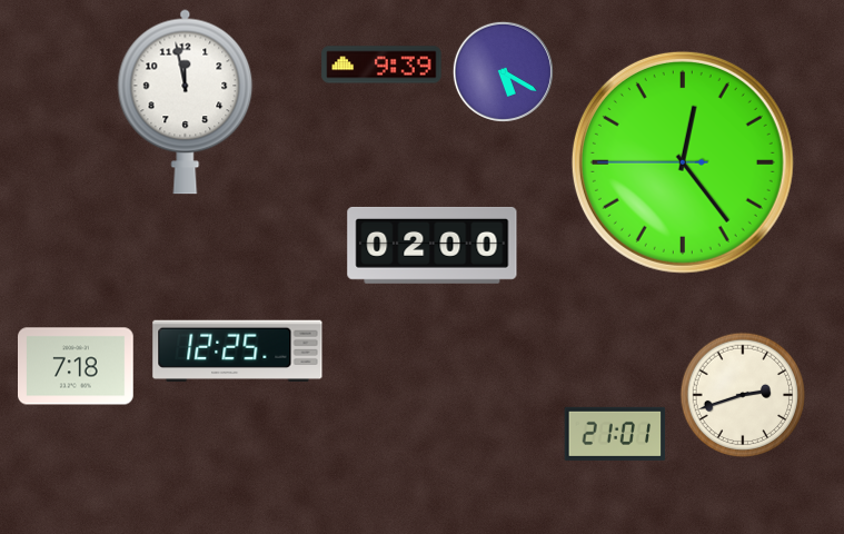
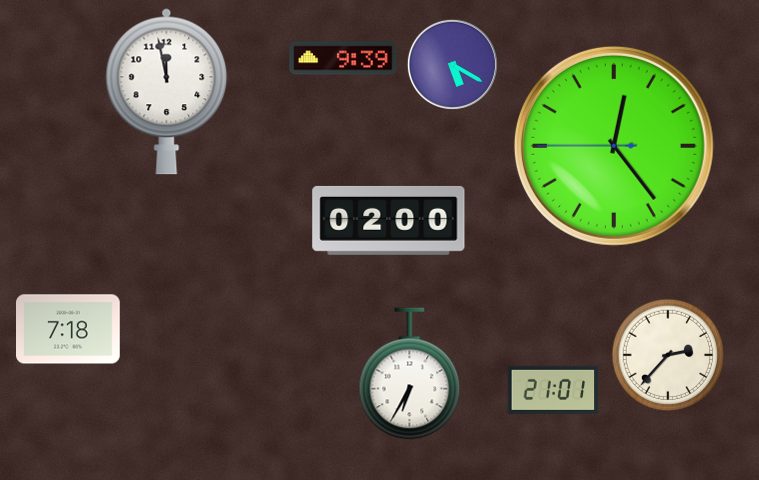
clock at (238, 352): 12:25 -> none
clock at (743, 395): 2:42 -> 2:37
clock at (410, 374): none -> 6:35
